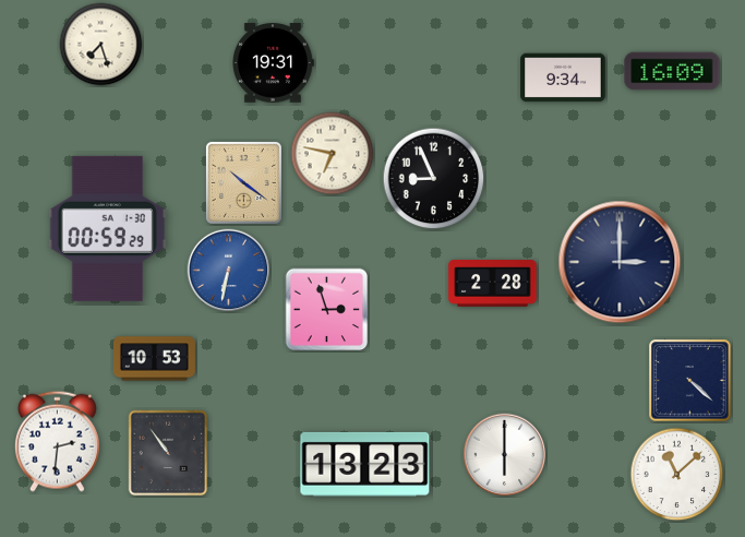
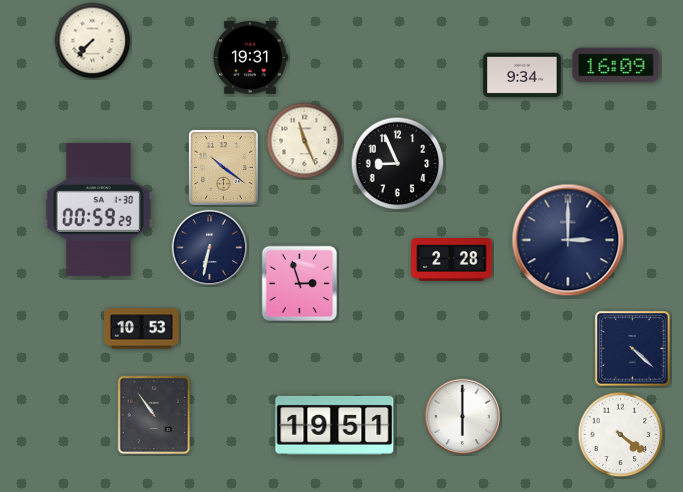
clock at (101, 45): 7:27 -> 7:37
clock at (563, 77) position: (563, 77) -> (522, 75)
clock at (333, 154): 6:47 -> 11:26
clock at (229, 271) dial: blue -> navy
clock at (57, 441): 2:31 -> none
clock at (365, 464): 13:23 -> 19:51
clock at (677, 475): 11:08 -> 4:21
